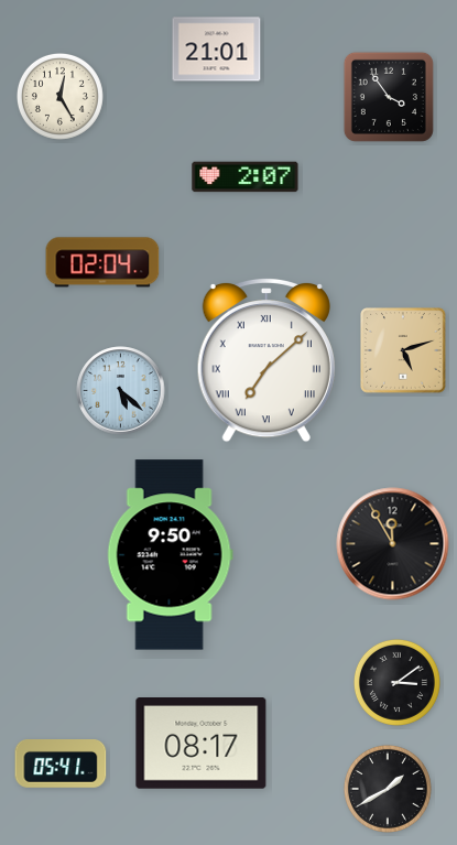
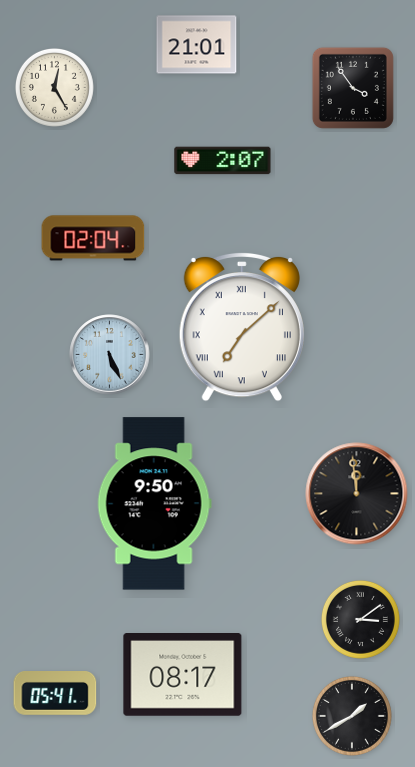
clock at (403, 350): 5:12 -> none
clock at (121, 391): 5:22 -> 5:26
clock at (393, 544): 11:55 -> 11:59
